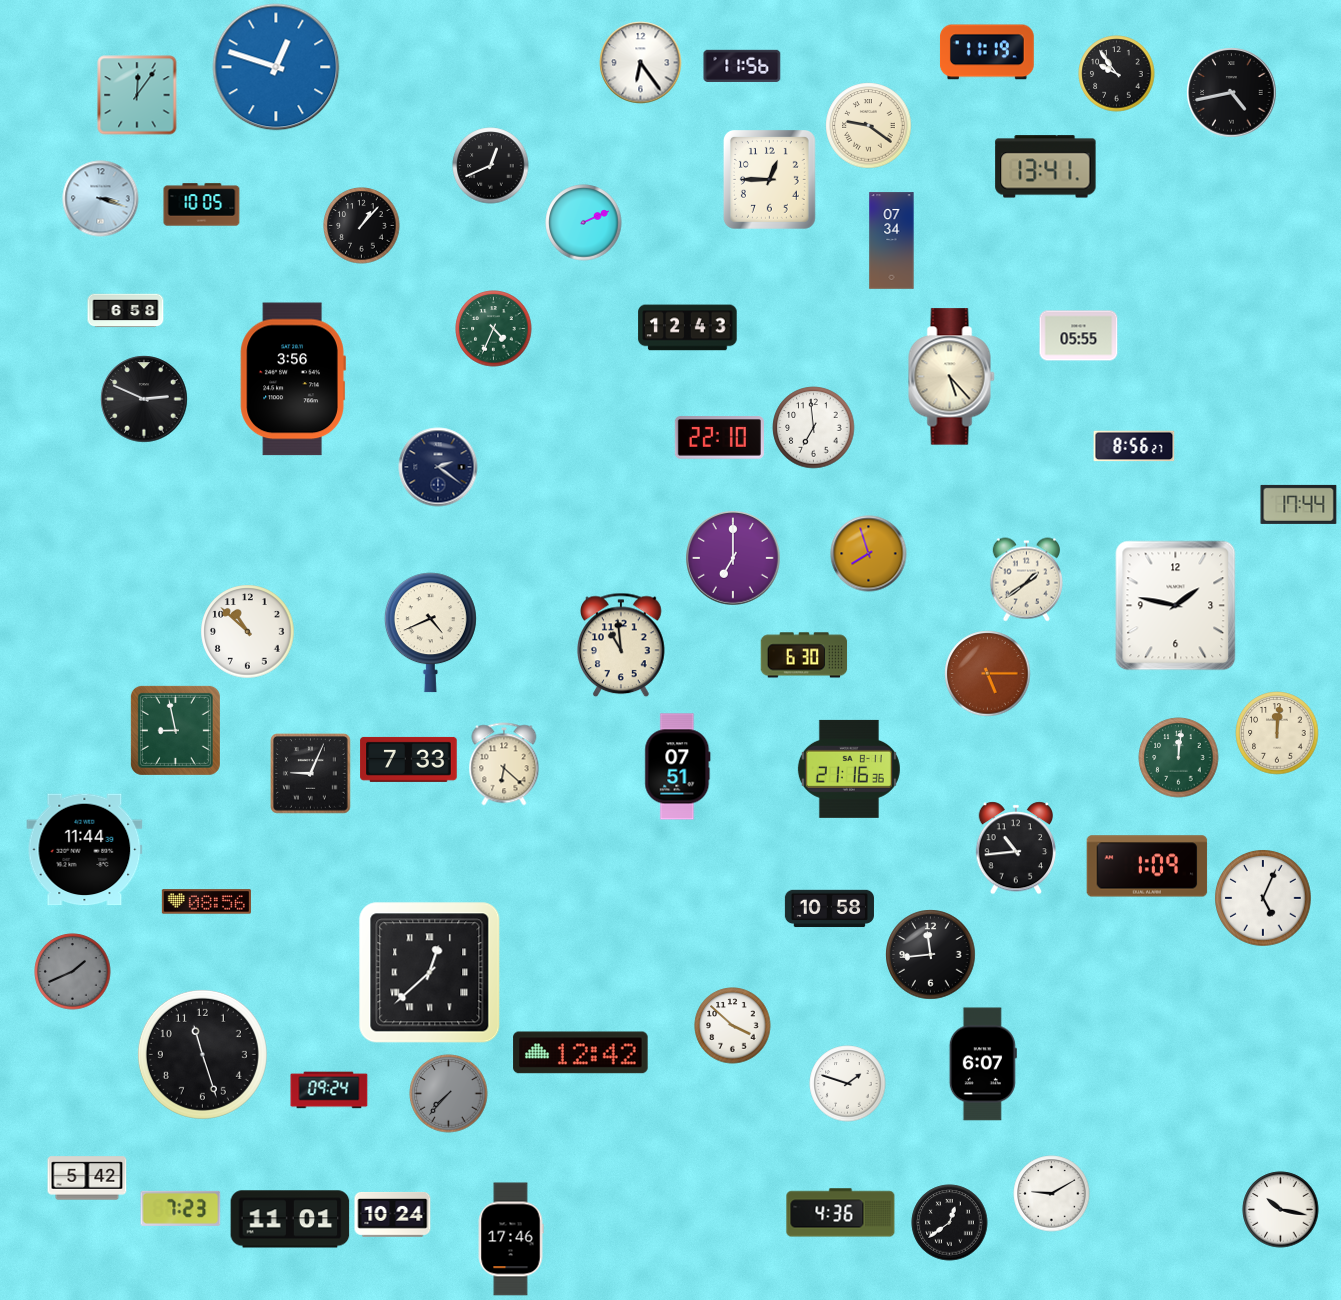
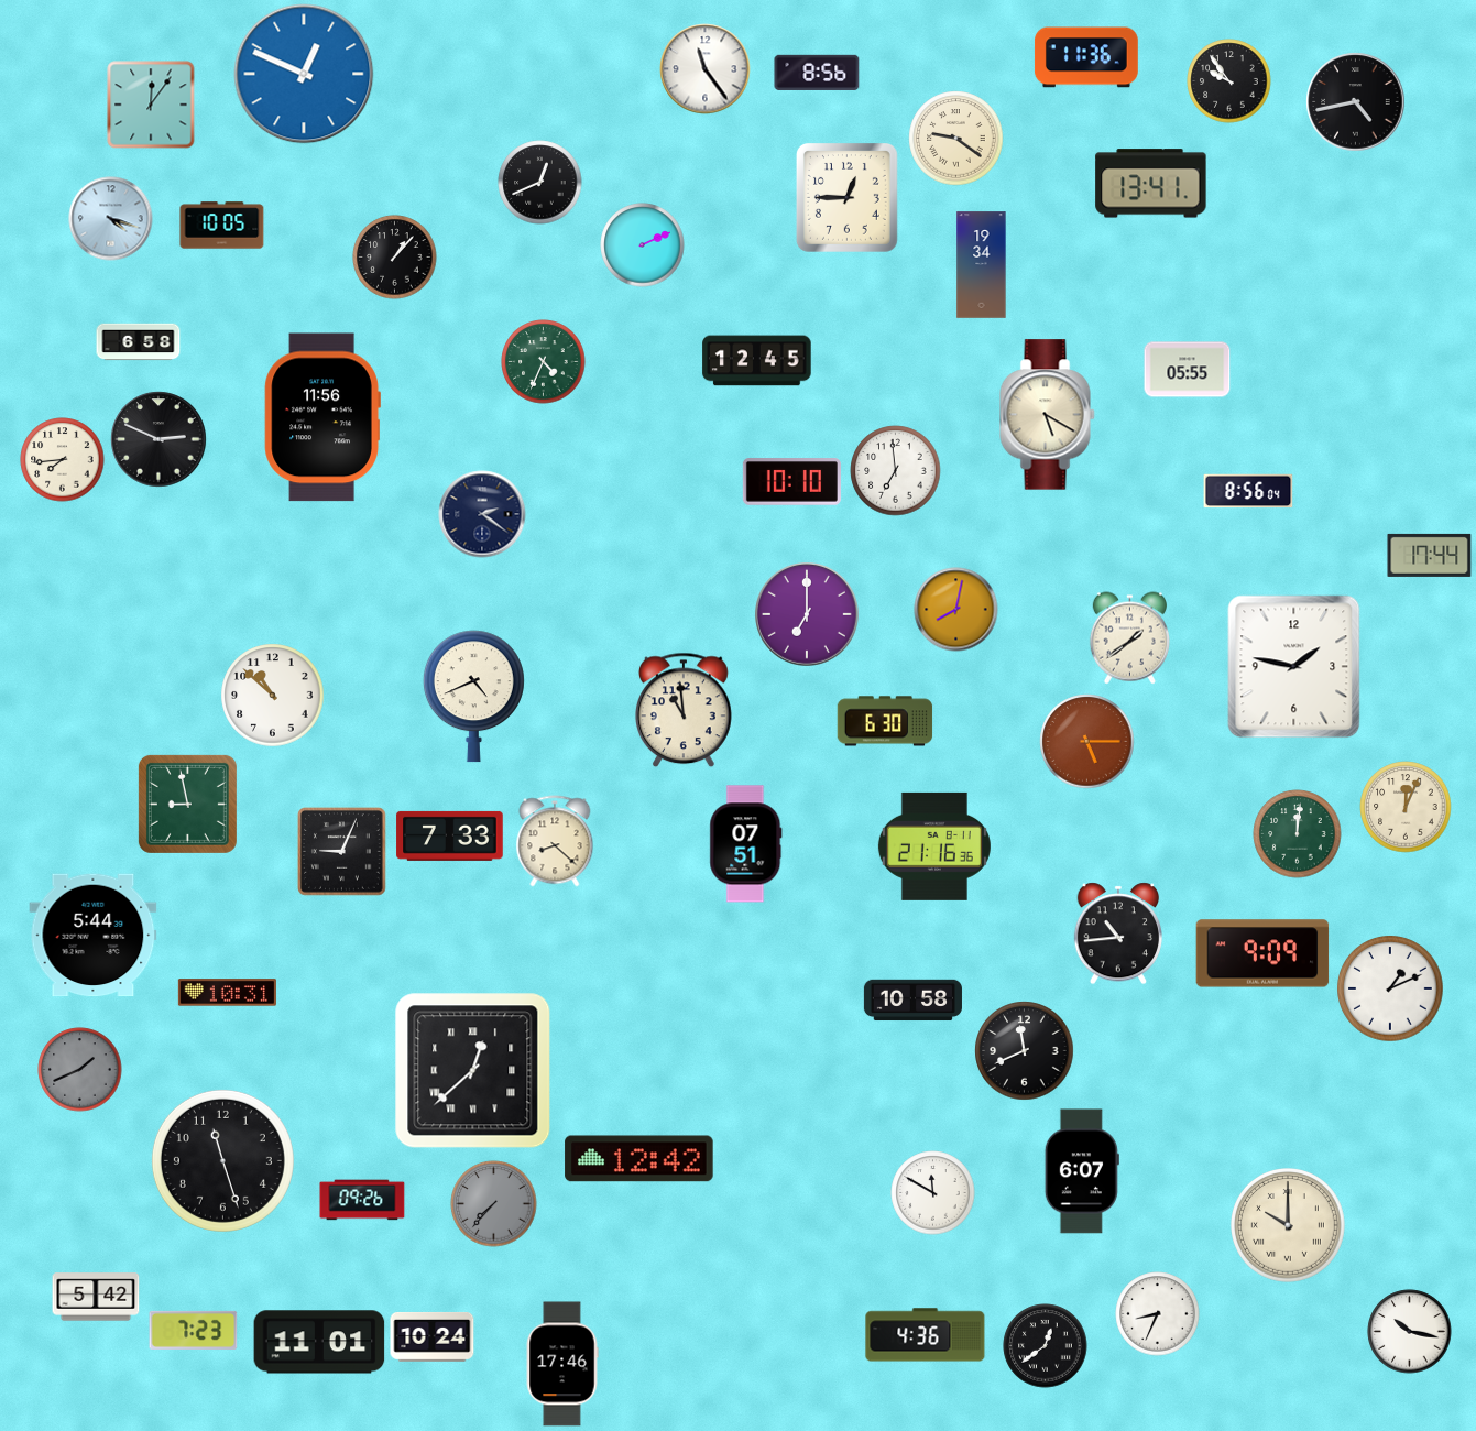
clock at (987, 52): 11:19 -> 11:36
clock at (641, 63): 6:24 -> 11:24
clock at (742, 66): 11:56 -> 8:56
clock at (276, 67): 12:48 -> 12:49
clock at (101, 199): 3:18 -> 4:18
clock at (362, 226) position: (362, 226) -> (395, 258)
clock at (892, 241): 07:34 -> 19:34
clock at (688, 328): 12:43 -> 12:45
clock at (952, 377): 5:23 -> 5:20
clock at (293, 379): 3:56 -> 11:56
clock at (63, 460): none -> 7:44
clock at (719, 438): 22:10 -> 10:10
clock at (1134, 446): 8:56:27 -> 8:56:04
clock at (869, 554): 7:57 -> 8:02
clock at (175, 730) position: (175, 730) -> (187, 804)
clock at (1277, 733): 12:01 -> 12:04
clock at (504, 764): 6:22 -> 8:22
clock at (85, 850): 11:44 -> 5:44
clock at (1147, 866): 1:09 -> 9:09
clock at (1263, 898): 5:04 -> 1:11
clock at (206, 902): 08:56 -> 10:31
clock at (931, 955): 11:44 -> 11:41
clock at (733, 1026): 3:52 -> none
clock at (848, 1084): 1:48 -> 11:50
clock at (329, 1090): 09:24 -> 09:26
clock at (1289, 1226): none -> 10:00
clock at (1052, 1194): 9:10 -> 8:34
clock at (181, 1208) position: (181, 1208) -> (194, 1330)
